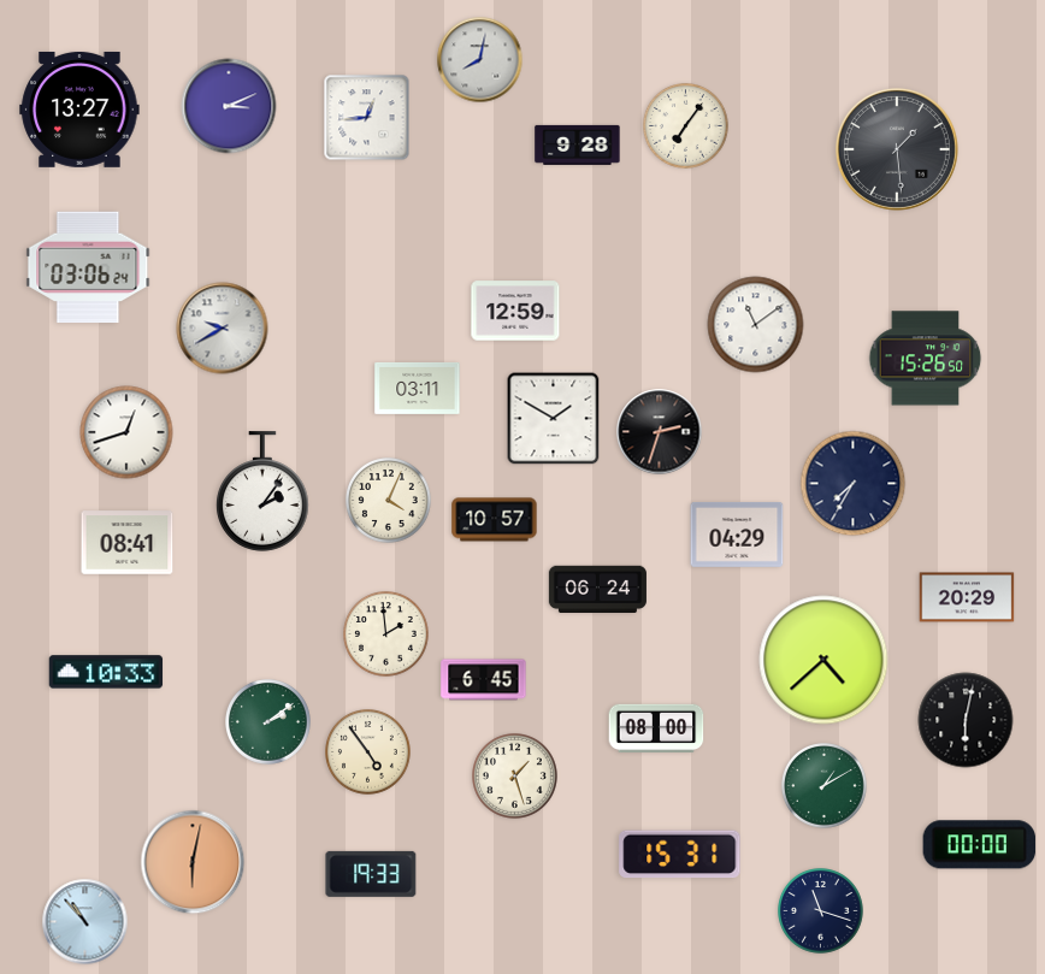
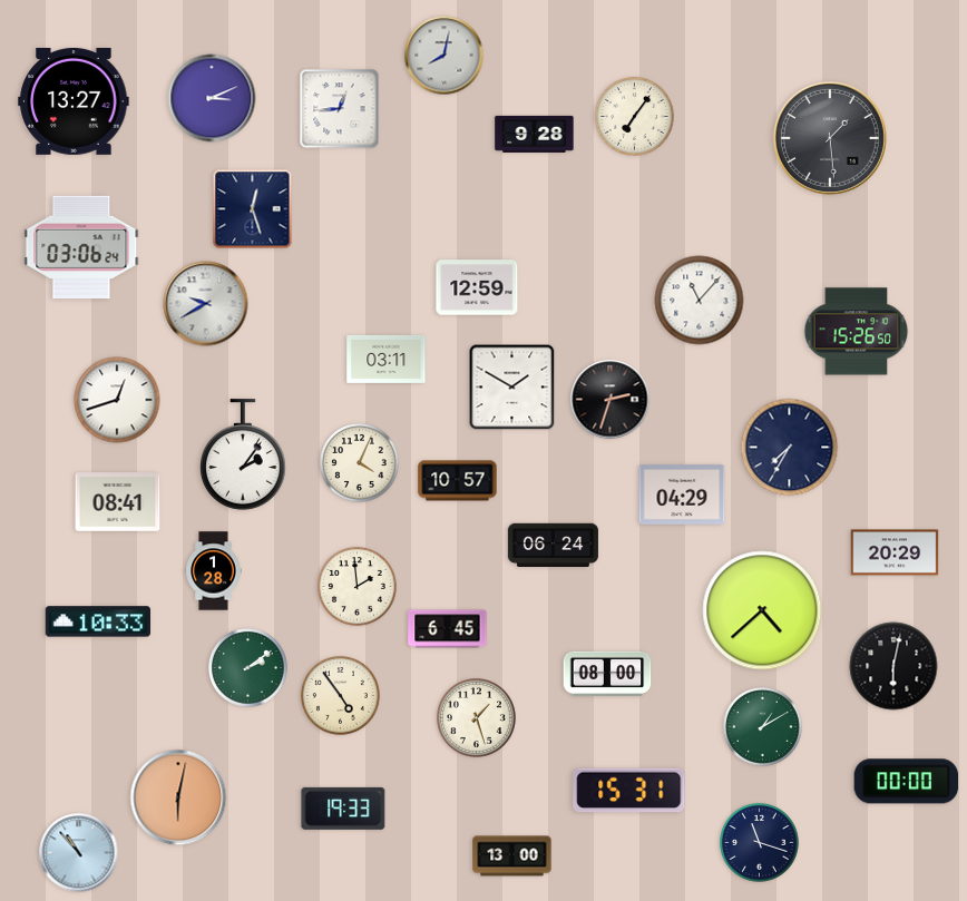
clock at (253, 209): none -> 12:27
clock at (756, 325): 11:09 -> 11:07
clock at (214, 571): none -> 1:28
clock at (512, 856): none -> 13:00
